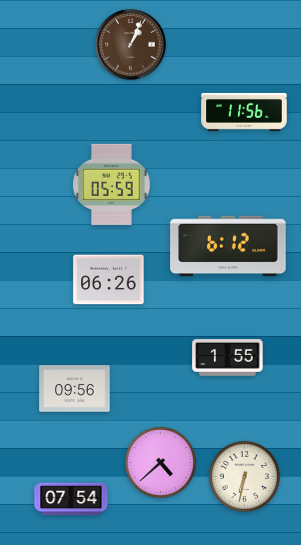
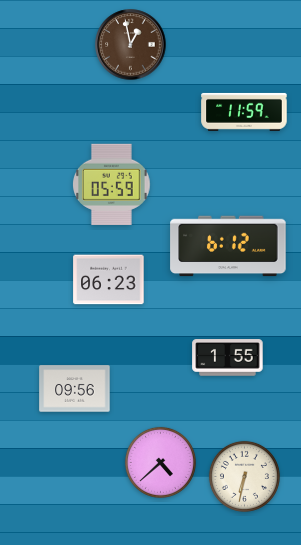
clock at (131, 45): 1:04 -> 12:58
clock at (244, 112): 11:56 -> 11:59
clock at (109, 280): 06:26 -> 06:23
clock at (71, 499): 07:54 -> none
